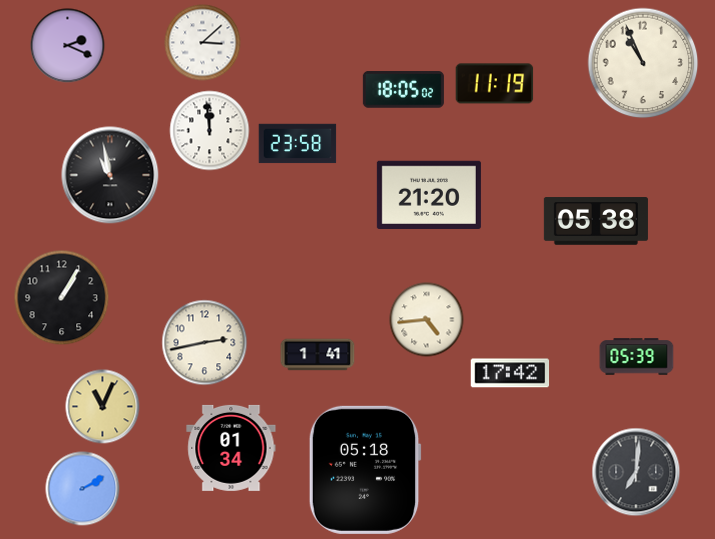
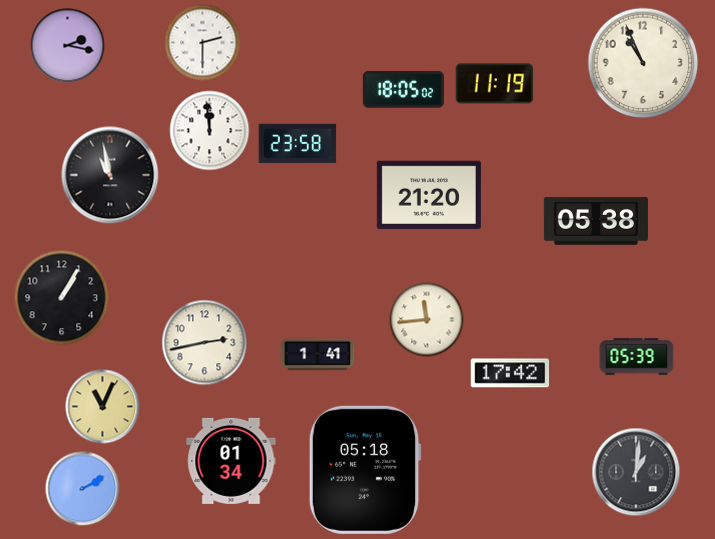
clock at (203, 43): 3:08 -> 2:30
clock at (68, 46): 2:19 -> 2:17
clock at (427, 320): 4:44 -> 11:44
clock at (231, 448) position: (231, 448) -> (231, 461)
clock at (636, 472): 7:01 -> 1:01
